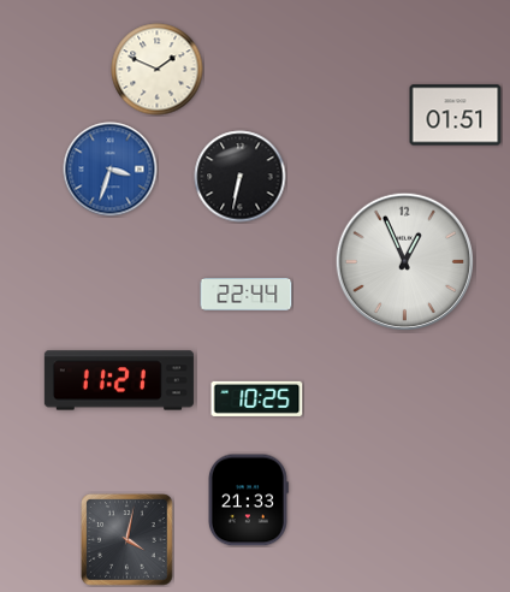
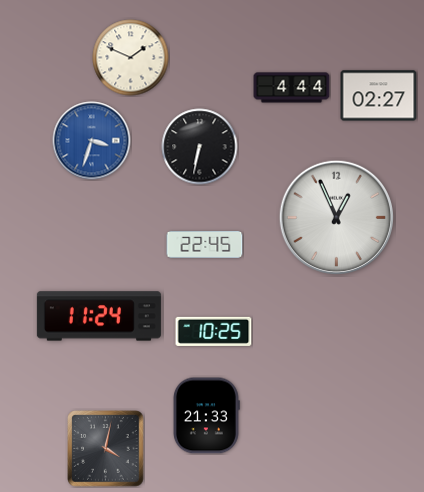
clock at (292, 88): none -> 4:44
clock at (456, 116): 01:51 -> 02:27
clock at (247, 294): 22:44 -> 22:45
clock at (119, 380): 11:21 -> 11:24
